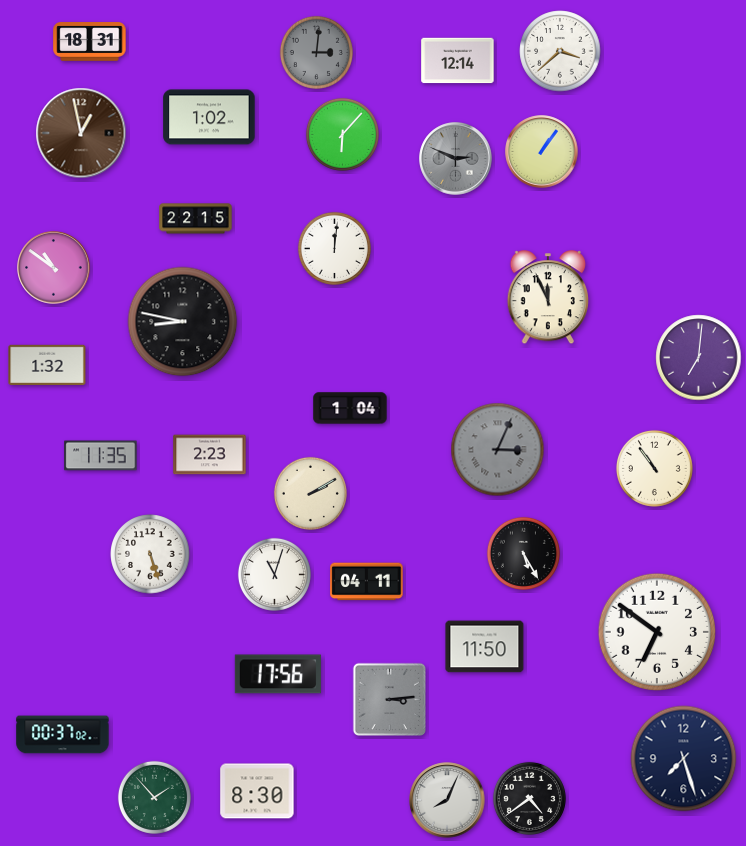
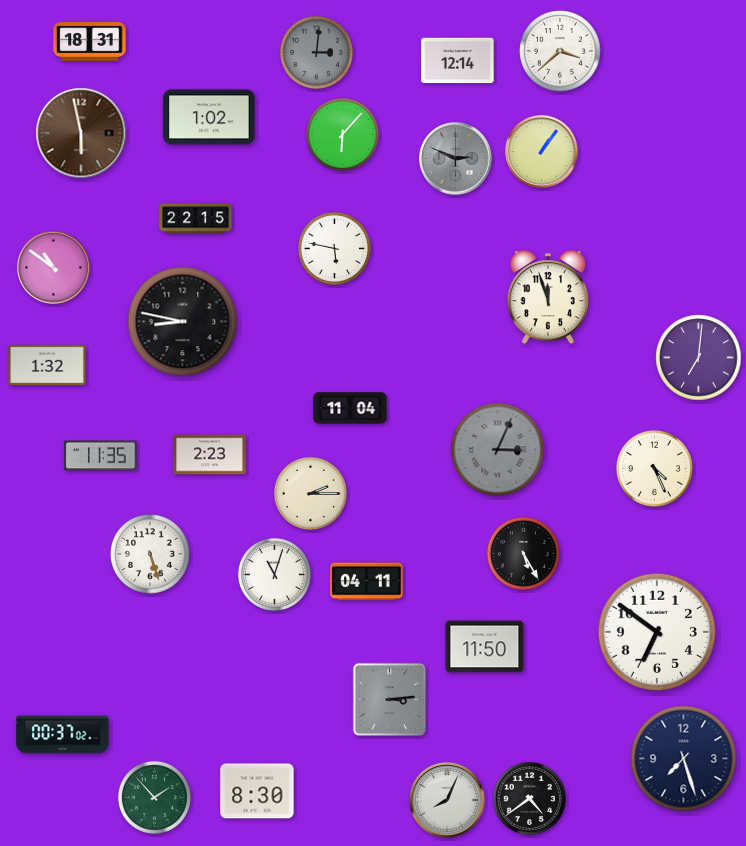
clock at (81, 133): 12:58 -> 5:58
clock at (334, 248): 12:01 -> 5:47
clock at (548, 298): 11:56 -> 11:57
clock at (350, 408): 1:04 -> 11:04
clock at (654, 468): 10:54 -> 4:26
clock at (310, 493): 2:10 -> 2:15
clock at (278, 674): 17:56 -> none
